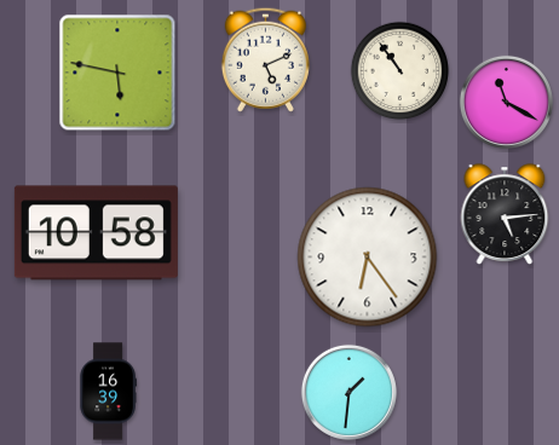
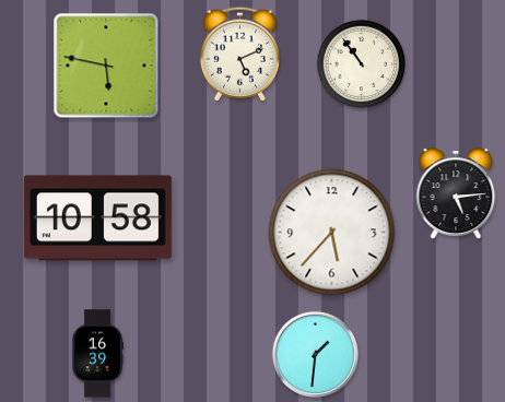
clock at (506, 102): 11:20 -> none
clock at (96, 233) position: (96, 233) -> (97, 218)
clock at (368, 258): 6:24 -> 5:37
